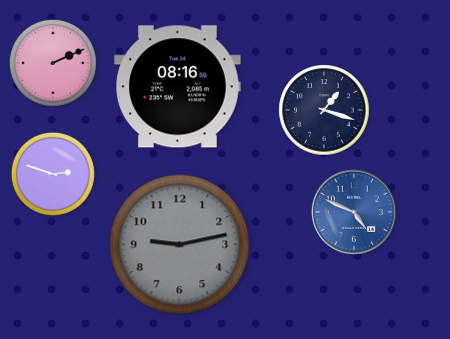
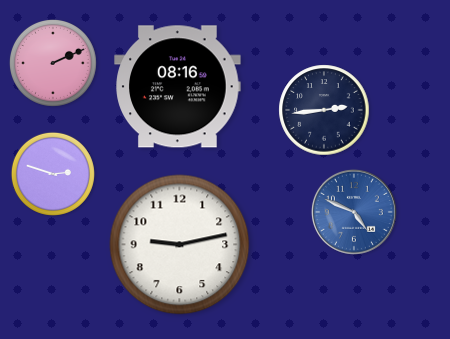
clock at (324, 110): 1:18 -> 2:44
clock at (180, 245) dial: grey -> white
